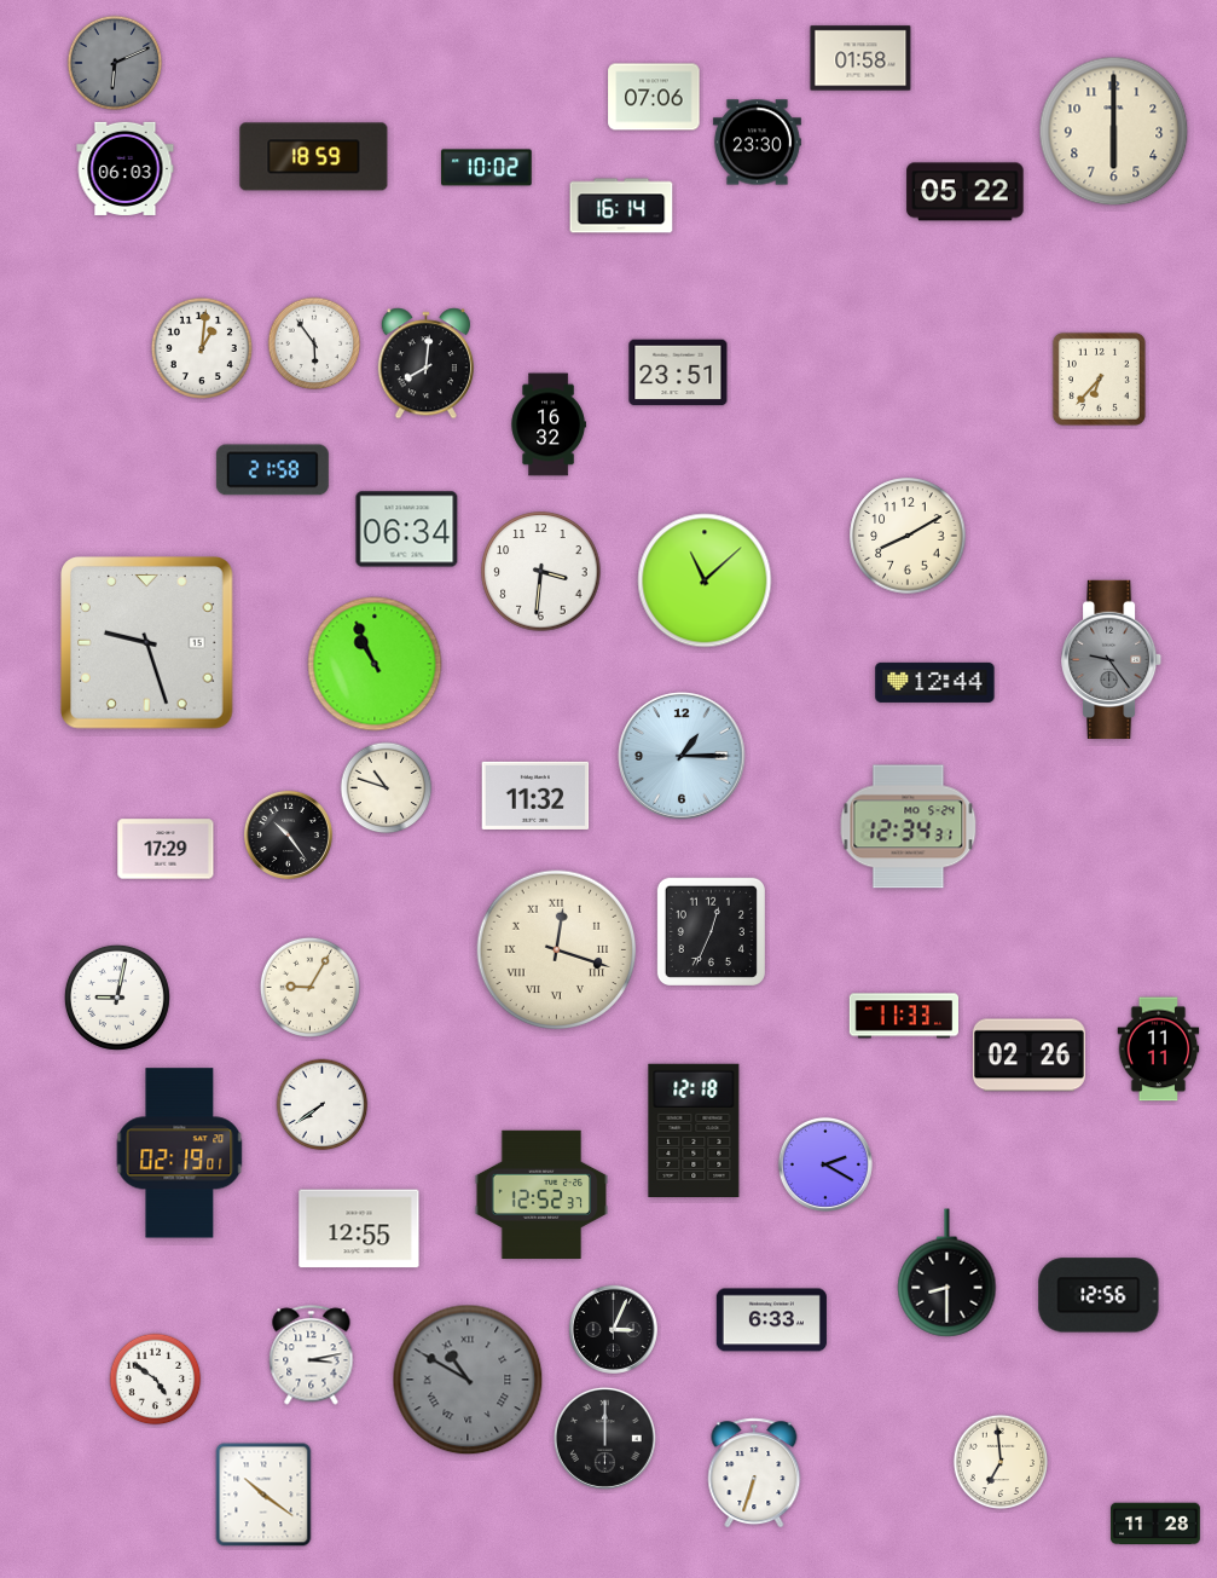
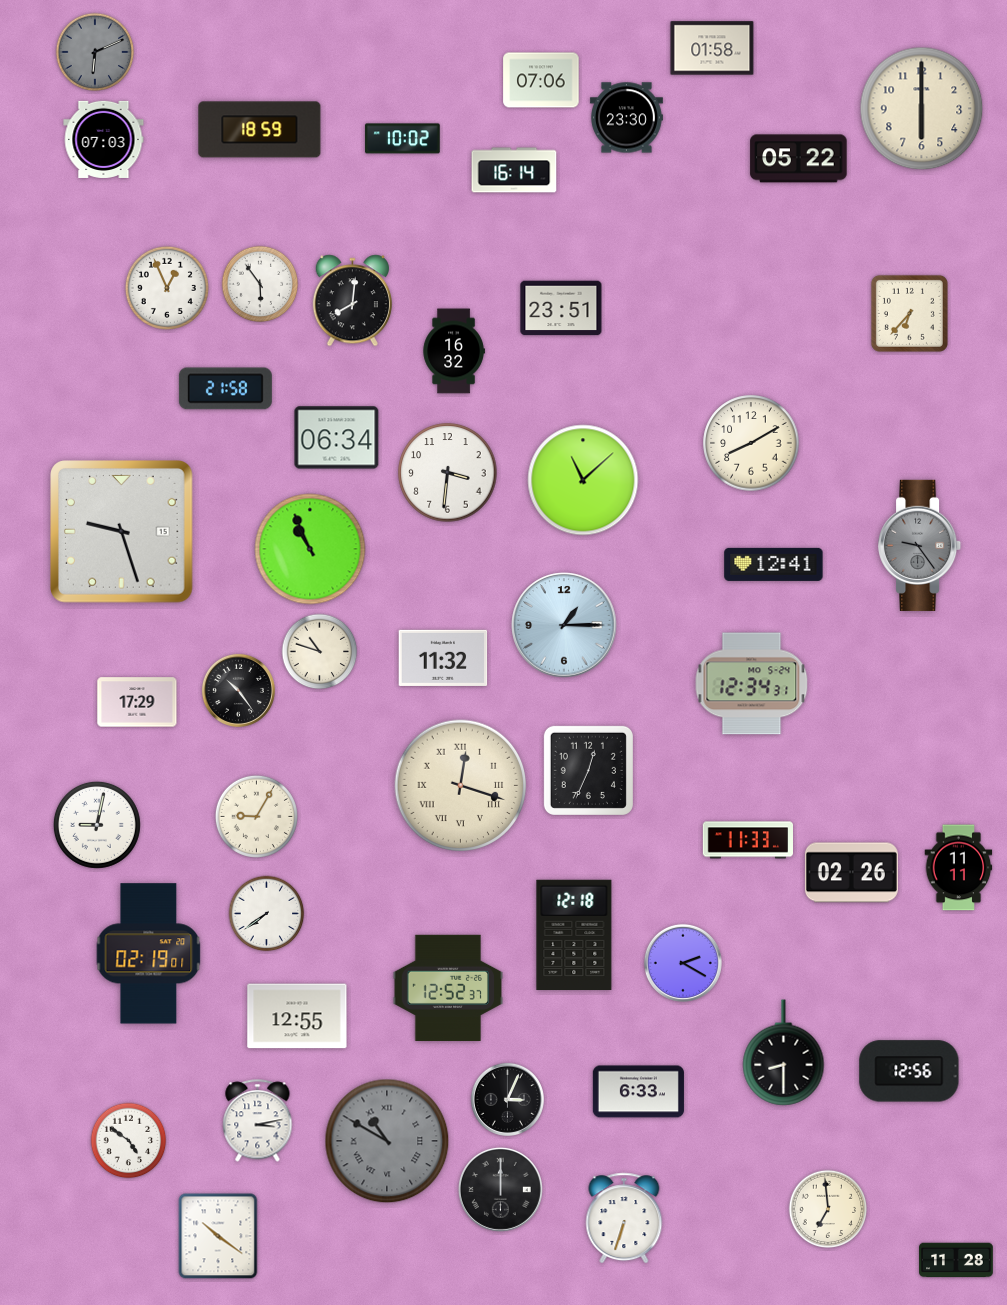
clock at (126, 168): 06:03 -> 07:03
clock at (202, 348): 1:01 -> 12:56
clock at (935, 682): 12:44 -> 12:41
